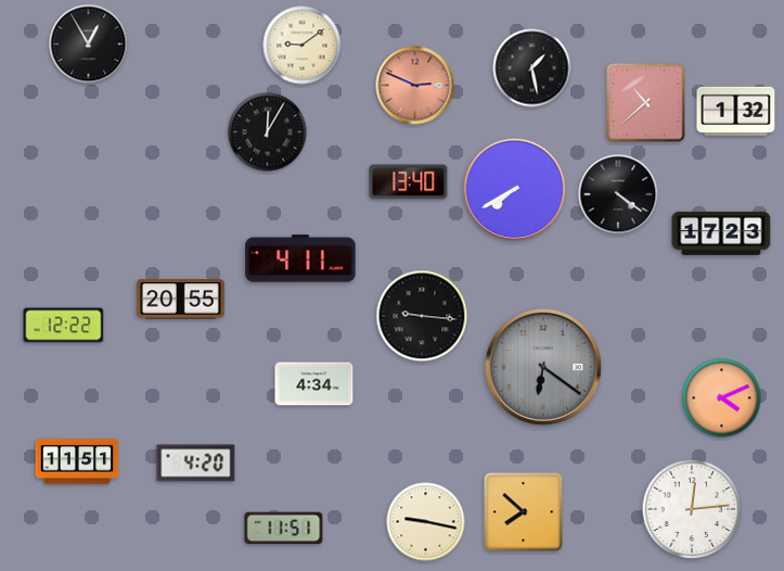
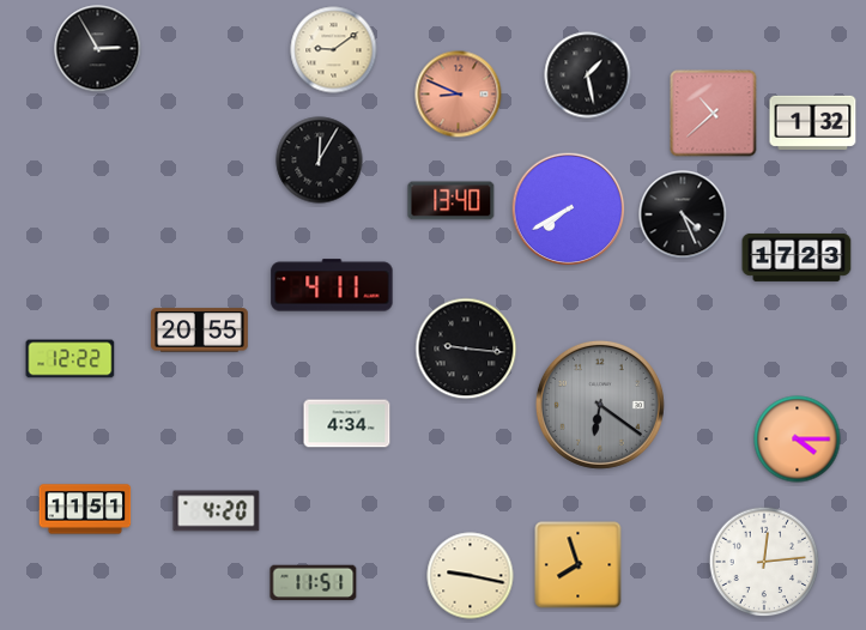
clock at (89, 45): 12:55 -> 2:55
clock at (415, 86): 2:49 -> 8:49
clock at (268, 132) position: (268, 132) -> (320, 160)
clock at (618, 194): 4:21 -> 4:26
clock at (722, 398): 4:11 -> 4:15
clock at (524, 512): 7:52 -> 7:57
